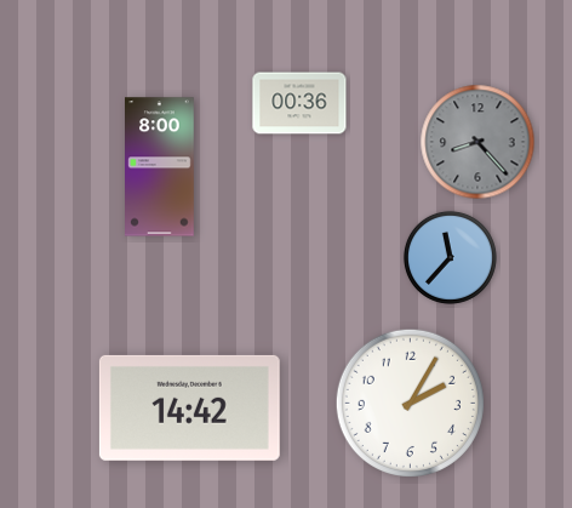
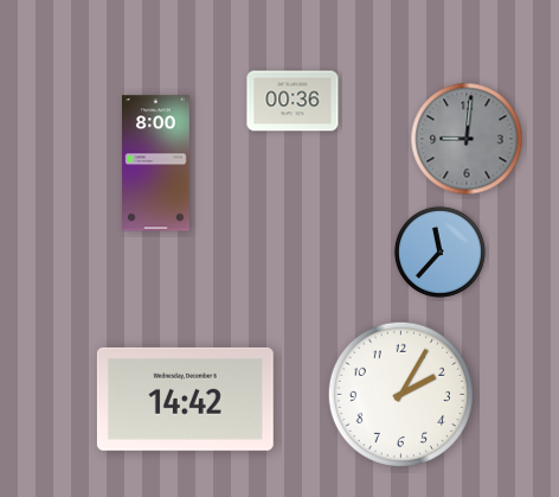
clock at (477, 142): 8:23 -> 9:01
